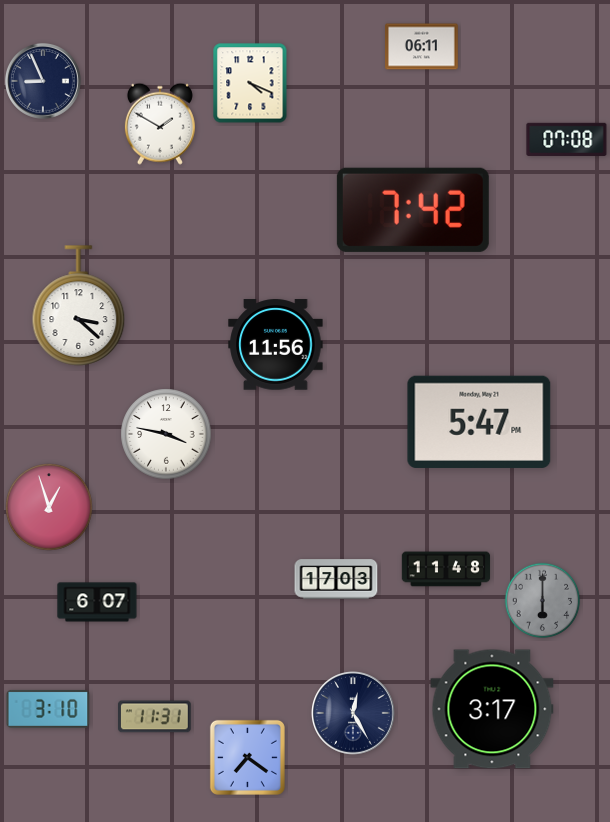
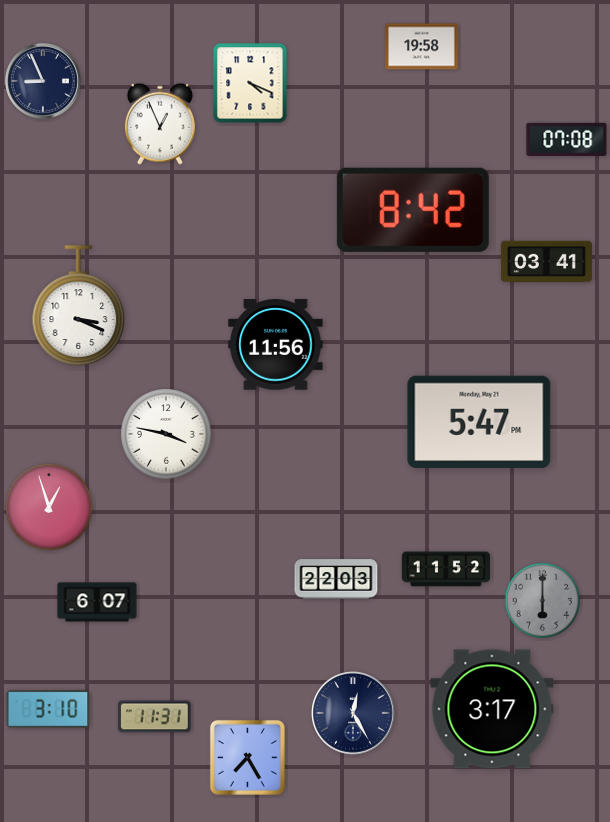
clock at (422, 47): 06:11 -> 19:58
clock at (160, 124): 1:50 -> 12:56
clock at (413, 210): 7:42 -> 8:42
clock at (546, 262): none -> 03:41
clock at (79, 306): 3:22 -> 3:19
clock at (446, 569): 11:48 -> 11:52
clock at (336, 579): 17:03 -> 22:03
clock at (247, 757): 7:21 -> 7:25
